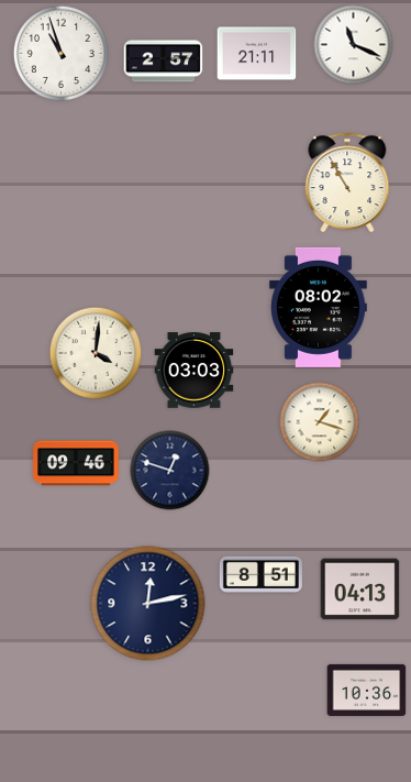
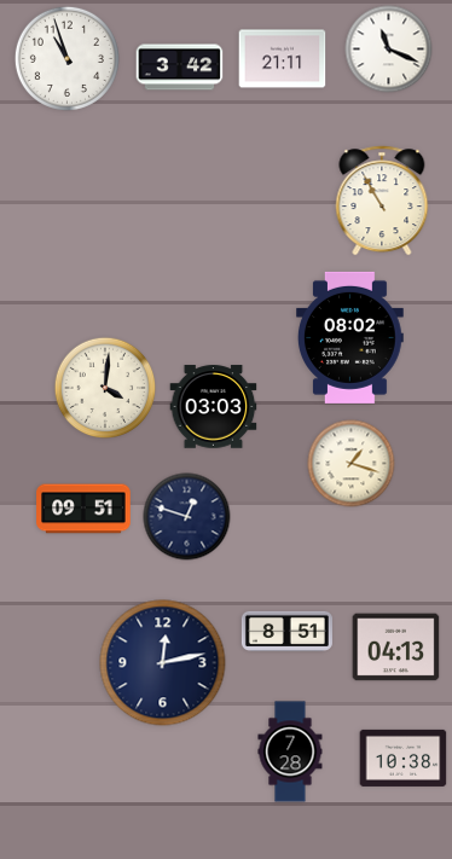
clock at (164, 62): 2:57 -> 3:42
clock at (76, 463): 09:46 -> 09:51
clock at (290, 751): none -> 7:28
clock at (367, 690): 10:36 -> 10:38
